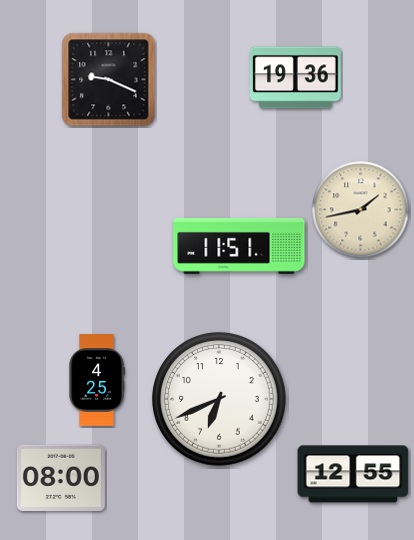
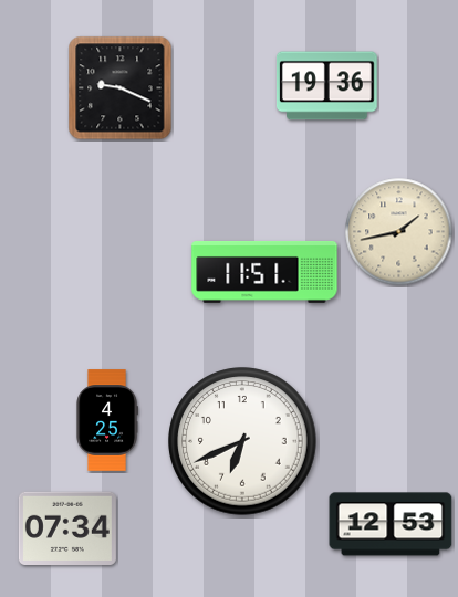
clock at (353, 474): 12:55 -> 12:53
clock at (61, 477): 08:00 -> 07:34
